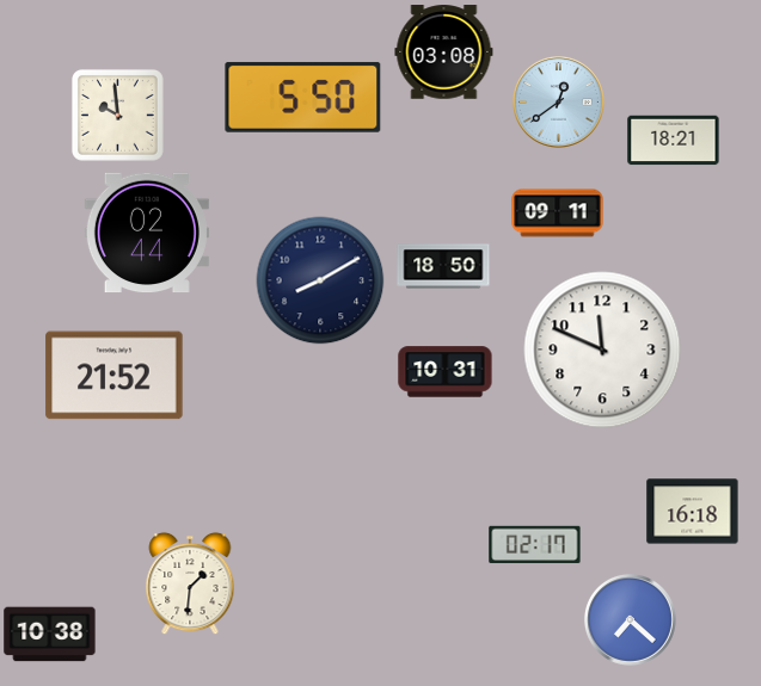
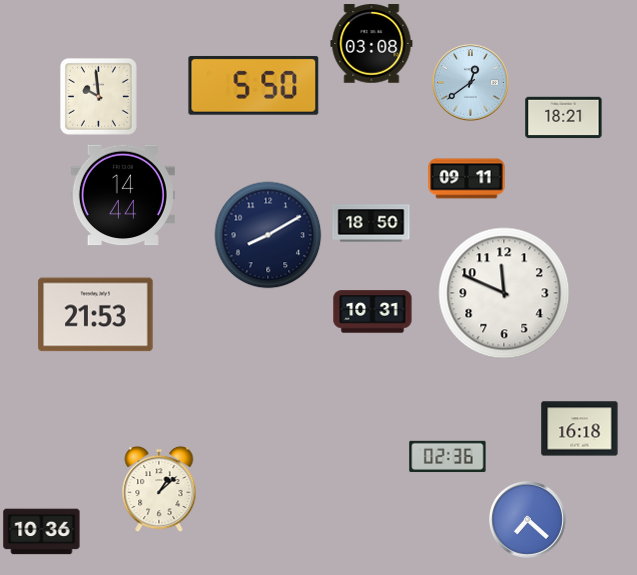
clock at (303, 97) position: (303, 97) -> (254, 85)
clock at (559, 103) position: (559, 103) -> (471, 83)
clock at (147, 233): 02:44 -> 14:44
clock at (115, 376): 21:52 -> 21:53
clock at (535, 545): 02:17 -> 02:36
clock at (190, 583): 1:31 -> 1:08
clock at (50, 635): 10:38 -> 10:36
